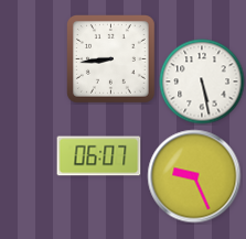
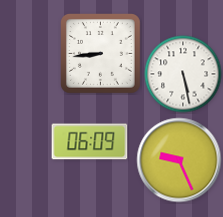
clock at (99, 156): 06:07 -> 06:09
clock at (194, 176) position: (194, 176) -> (179, 160)
